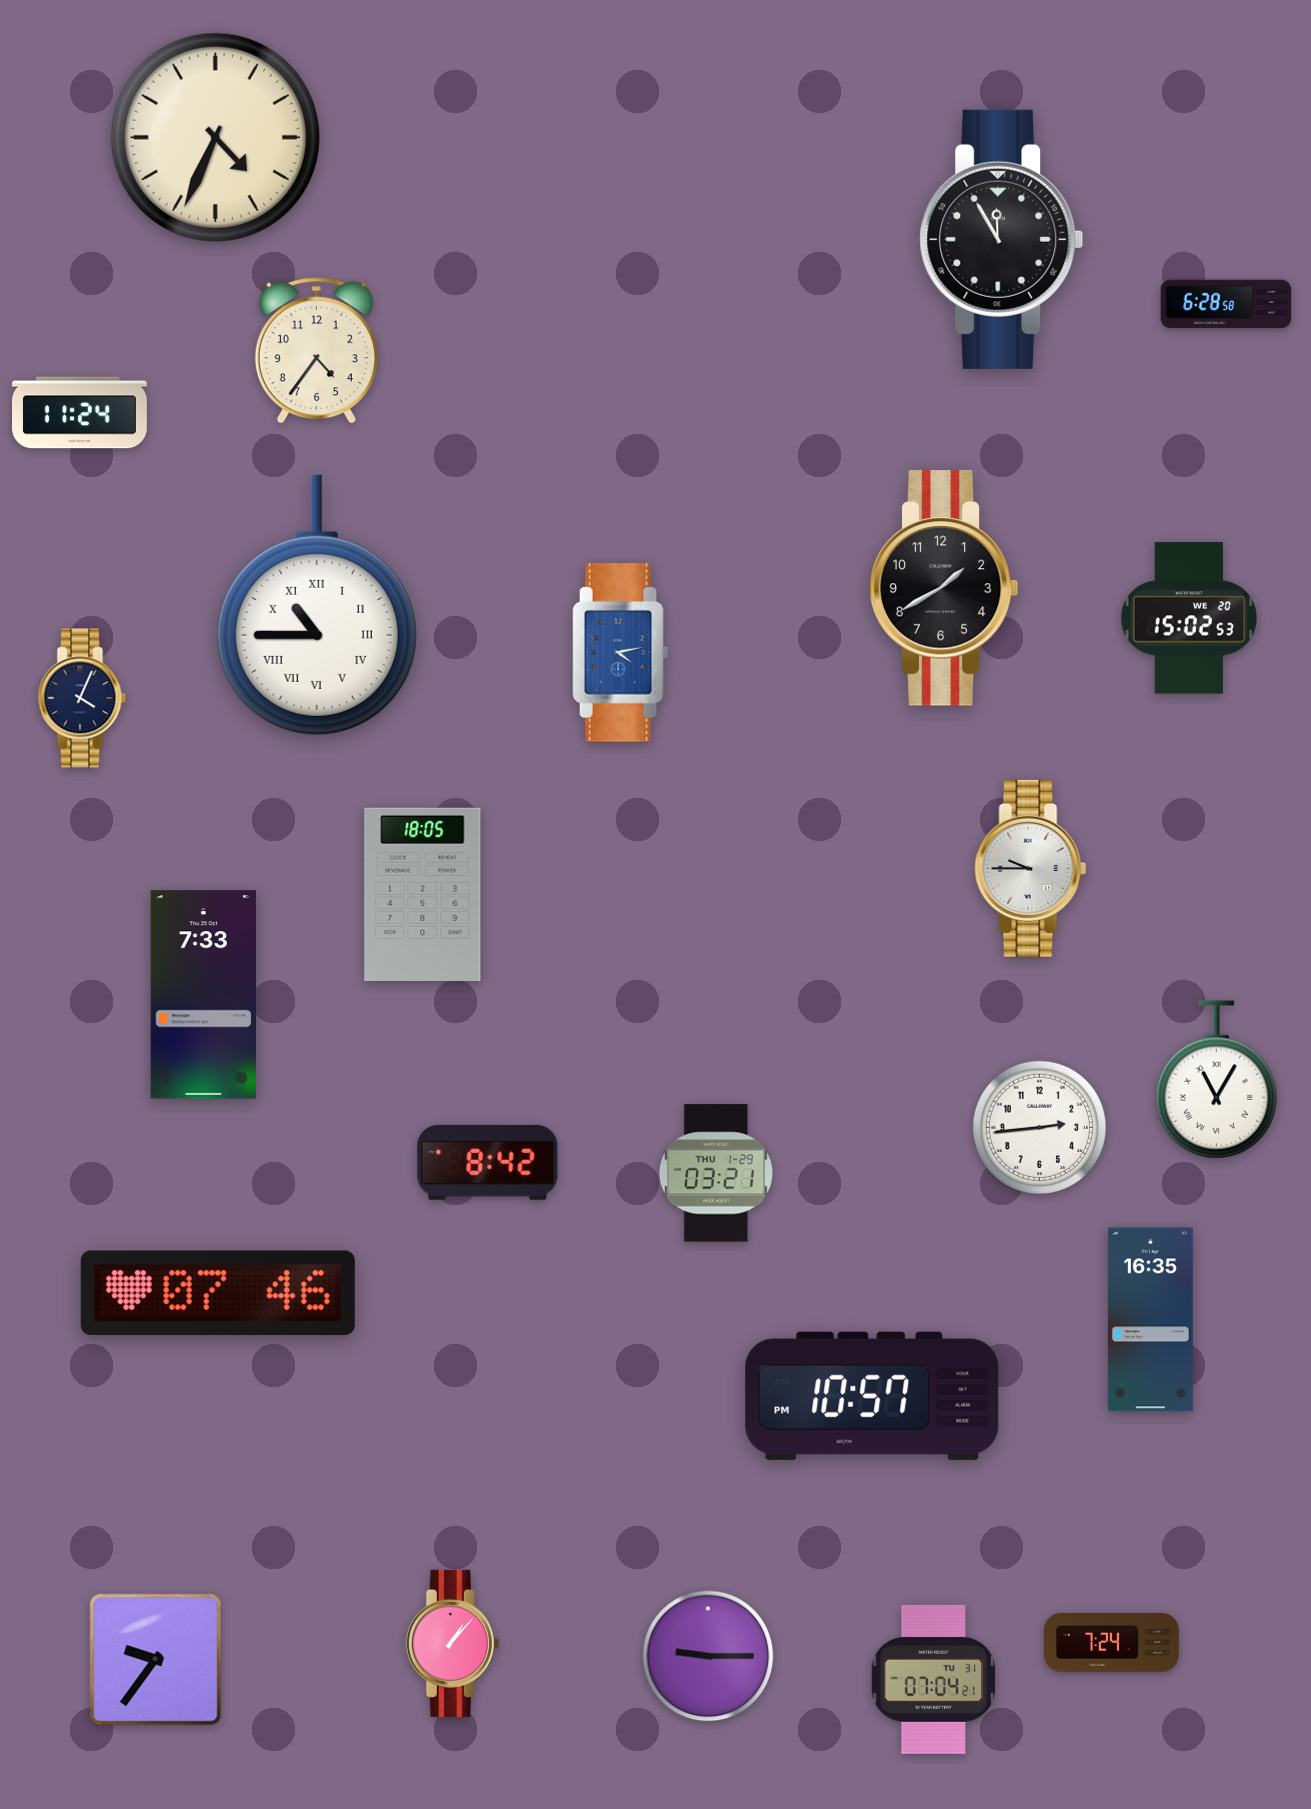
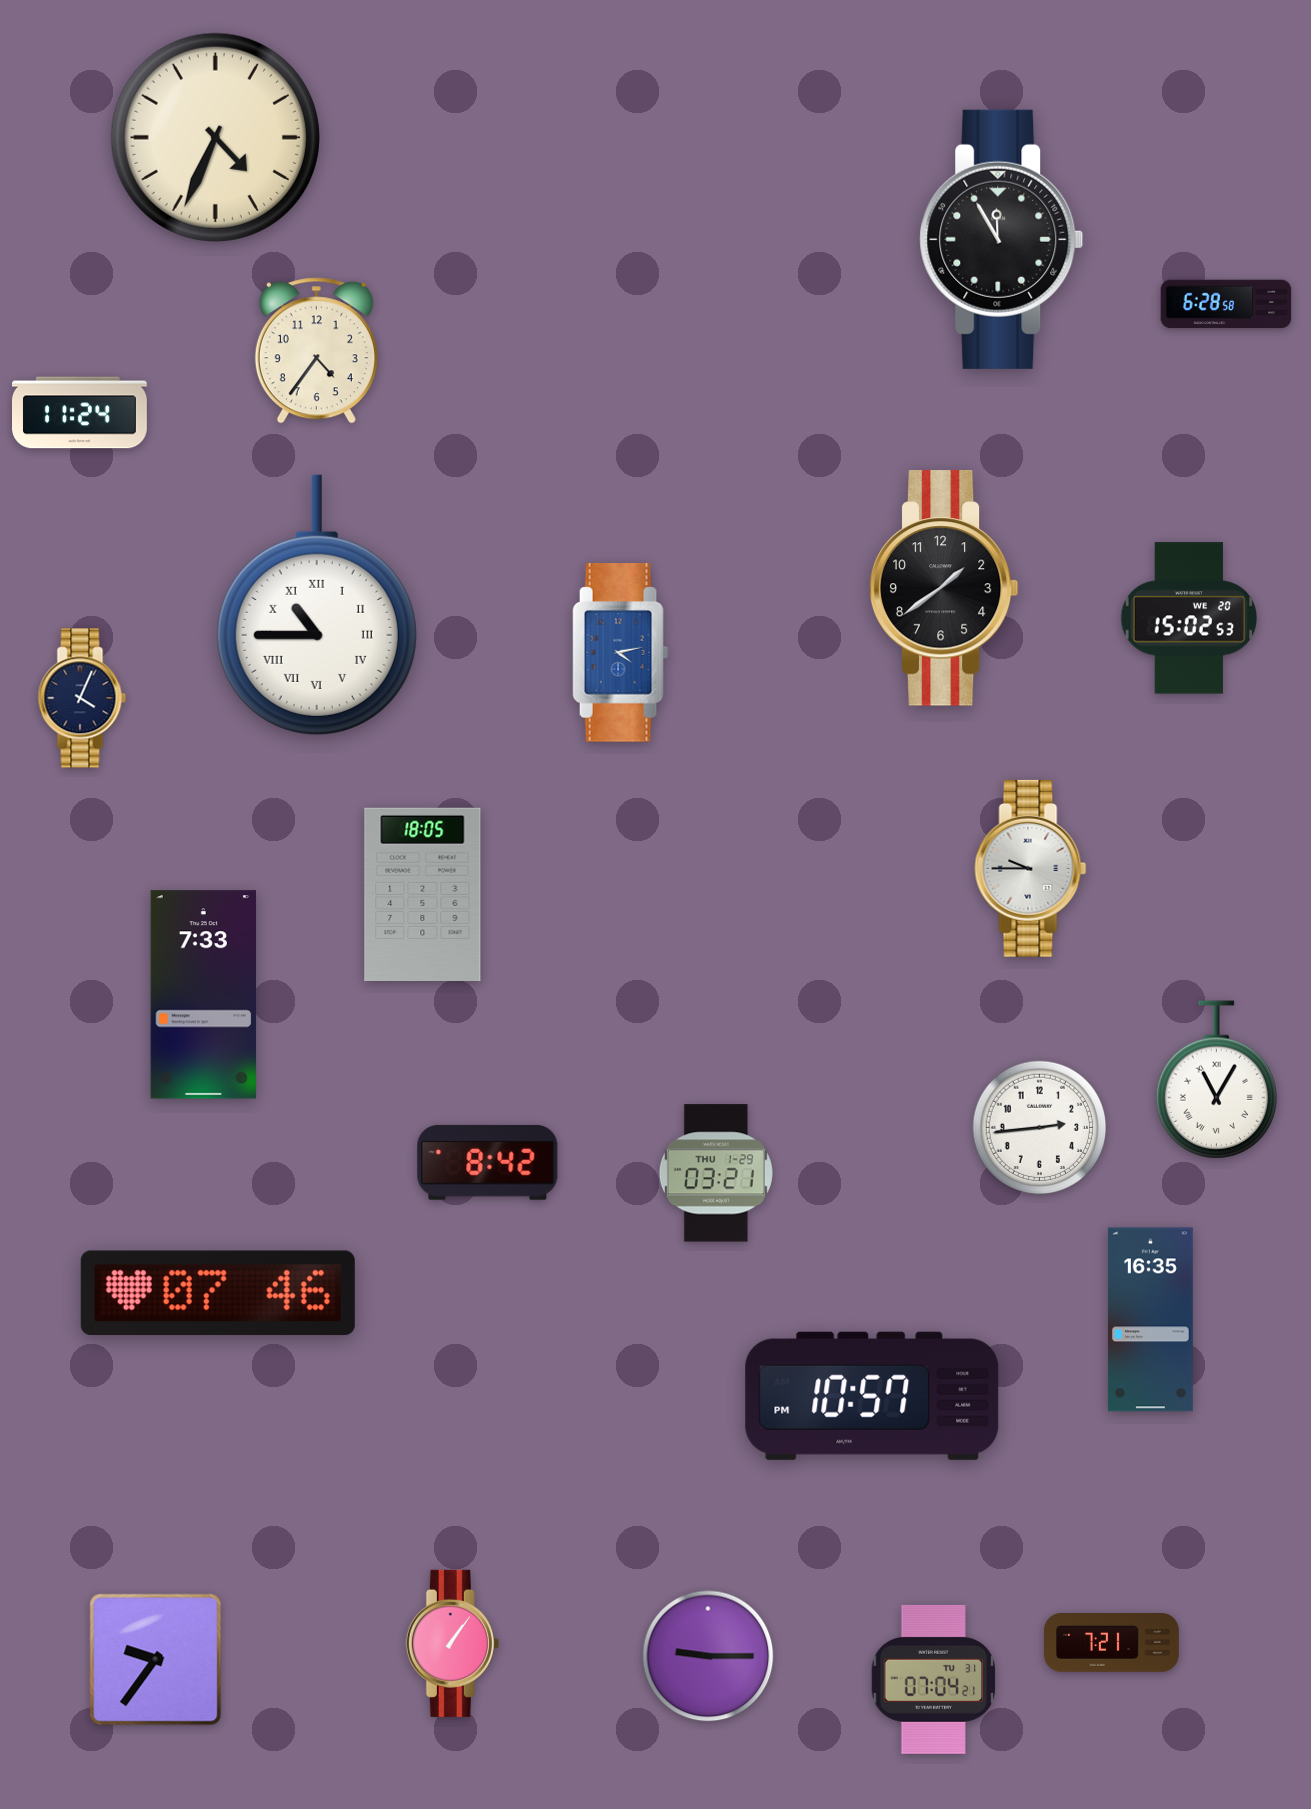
clock at (944, 588): 1:40 -> 1:39
clock at (452, 1643): 1:07 -> 1:06
clock at (1112, 1643): 7:24 -> 7:21
